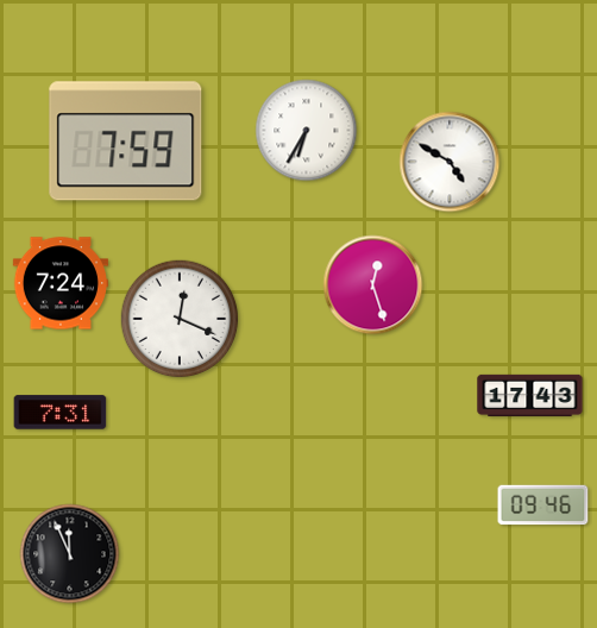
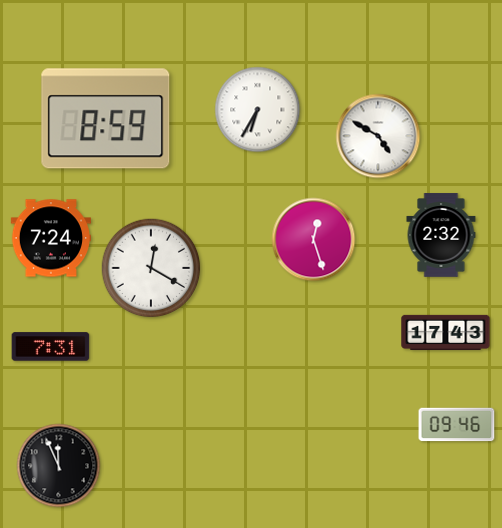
clock at (126, 142): 7:59 -> 8:59
clock at (441, 235): none -> 2:32
clock at (180, 319): 12:19 -> 12:20
